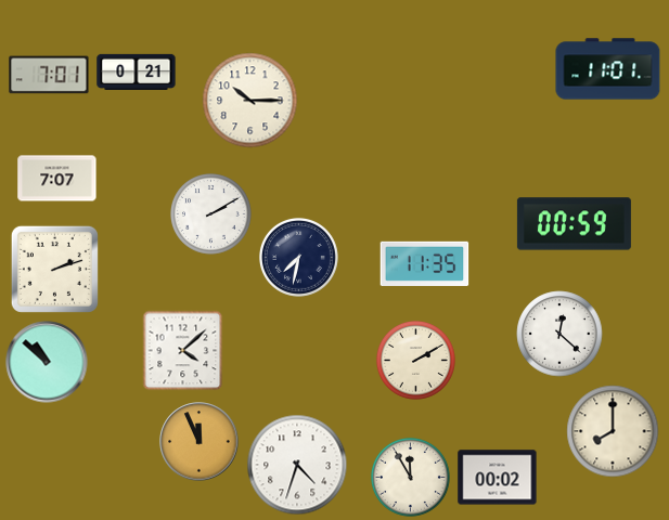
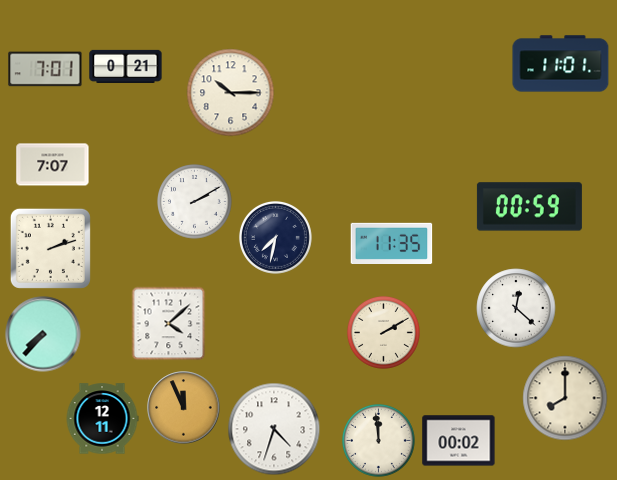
clock at (211, 214) position: (211, 214) -> (195, 202)
clock at (47, 362): 10:52 -> 7:37
clock at (102, 419): none -> 12:11
clock at (410, 477): 11:55 -> 11:59
